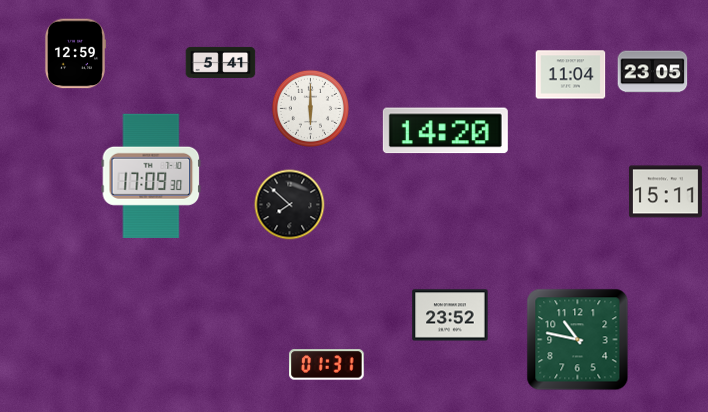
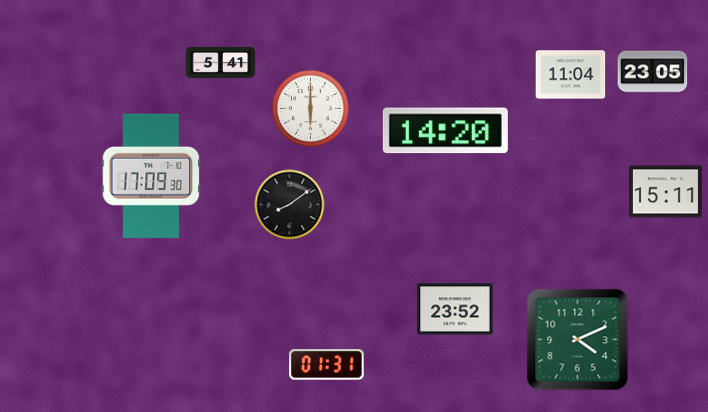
clock at (74, 54): 12:59 -> none
clock at (290, 205): 7:52 -> 8:09
clock at (450, 315) position: (450, 315) -> (455, 309)
clock at (578, 340): 10:47 -> 4:11
